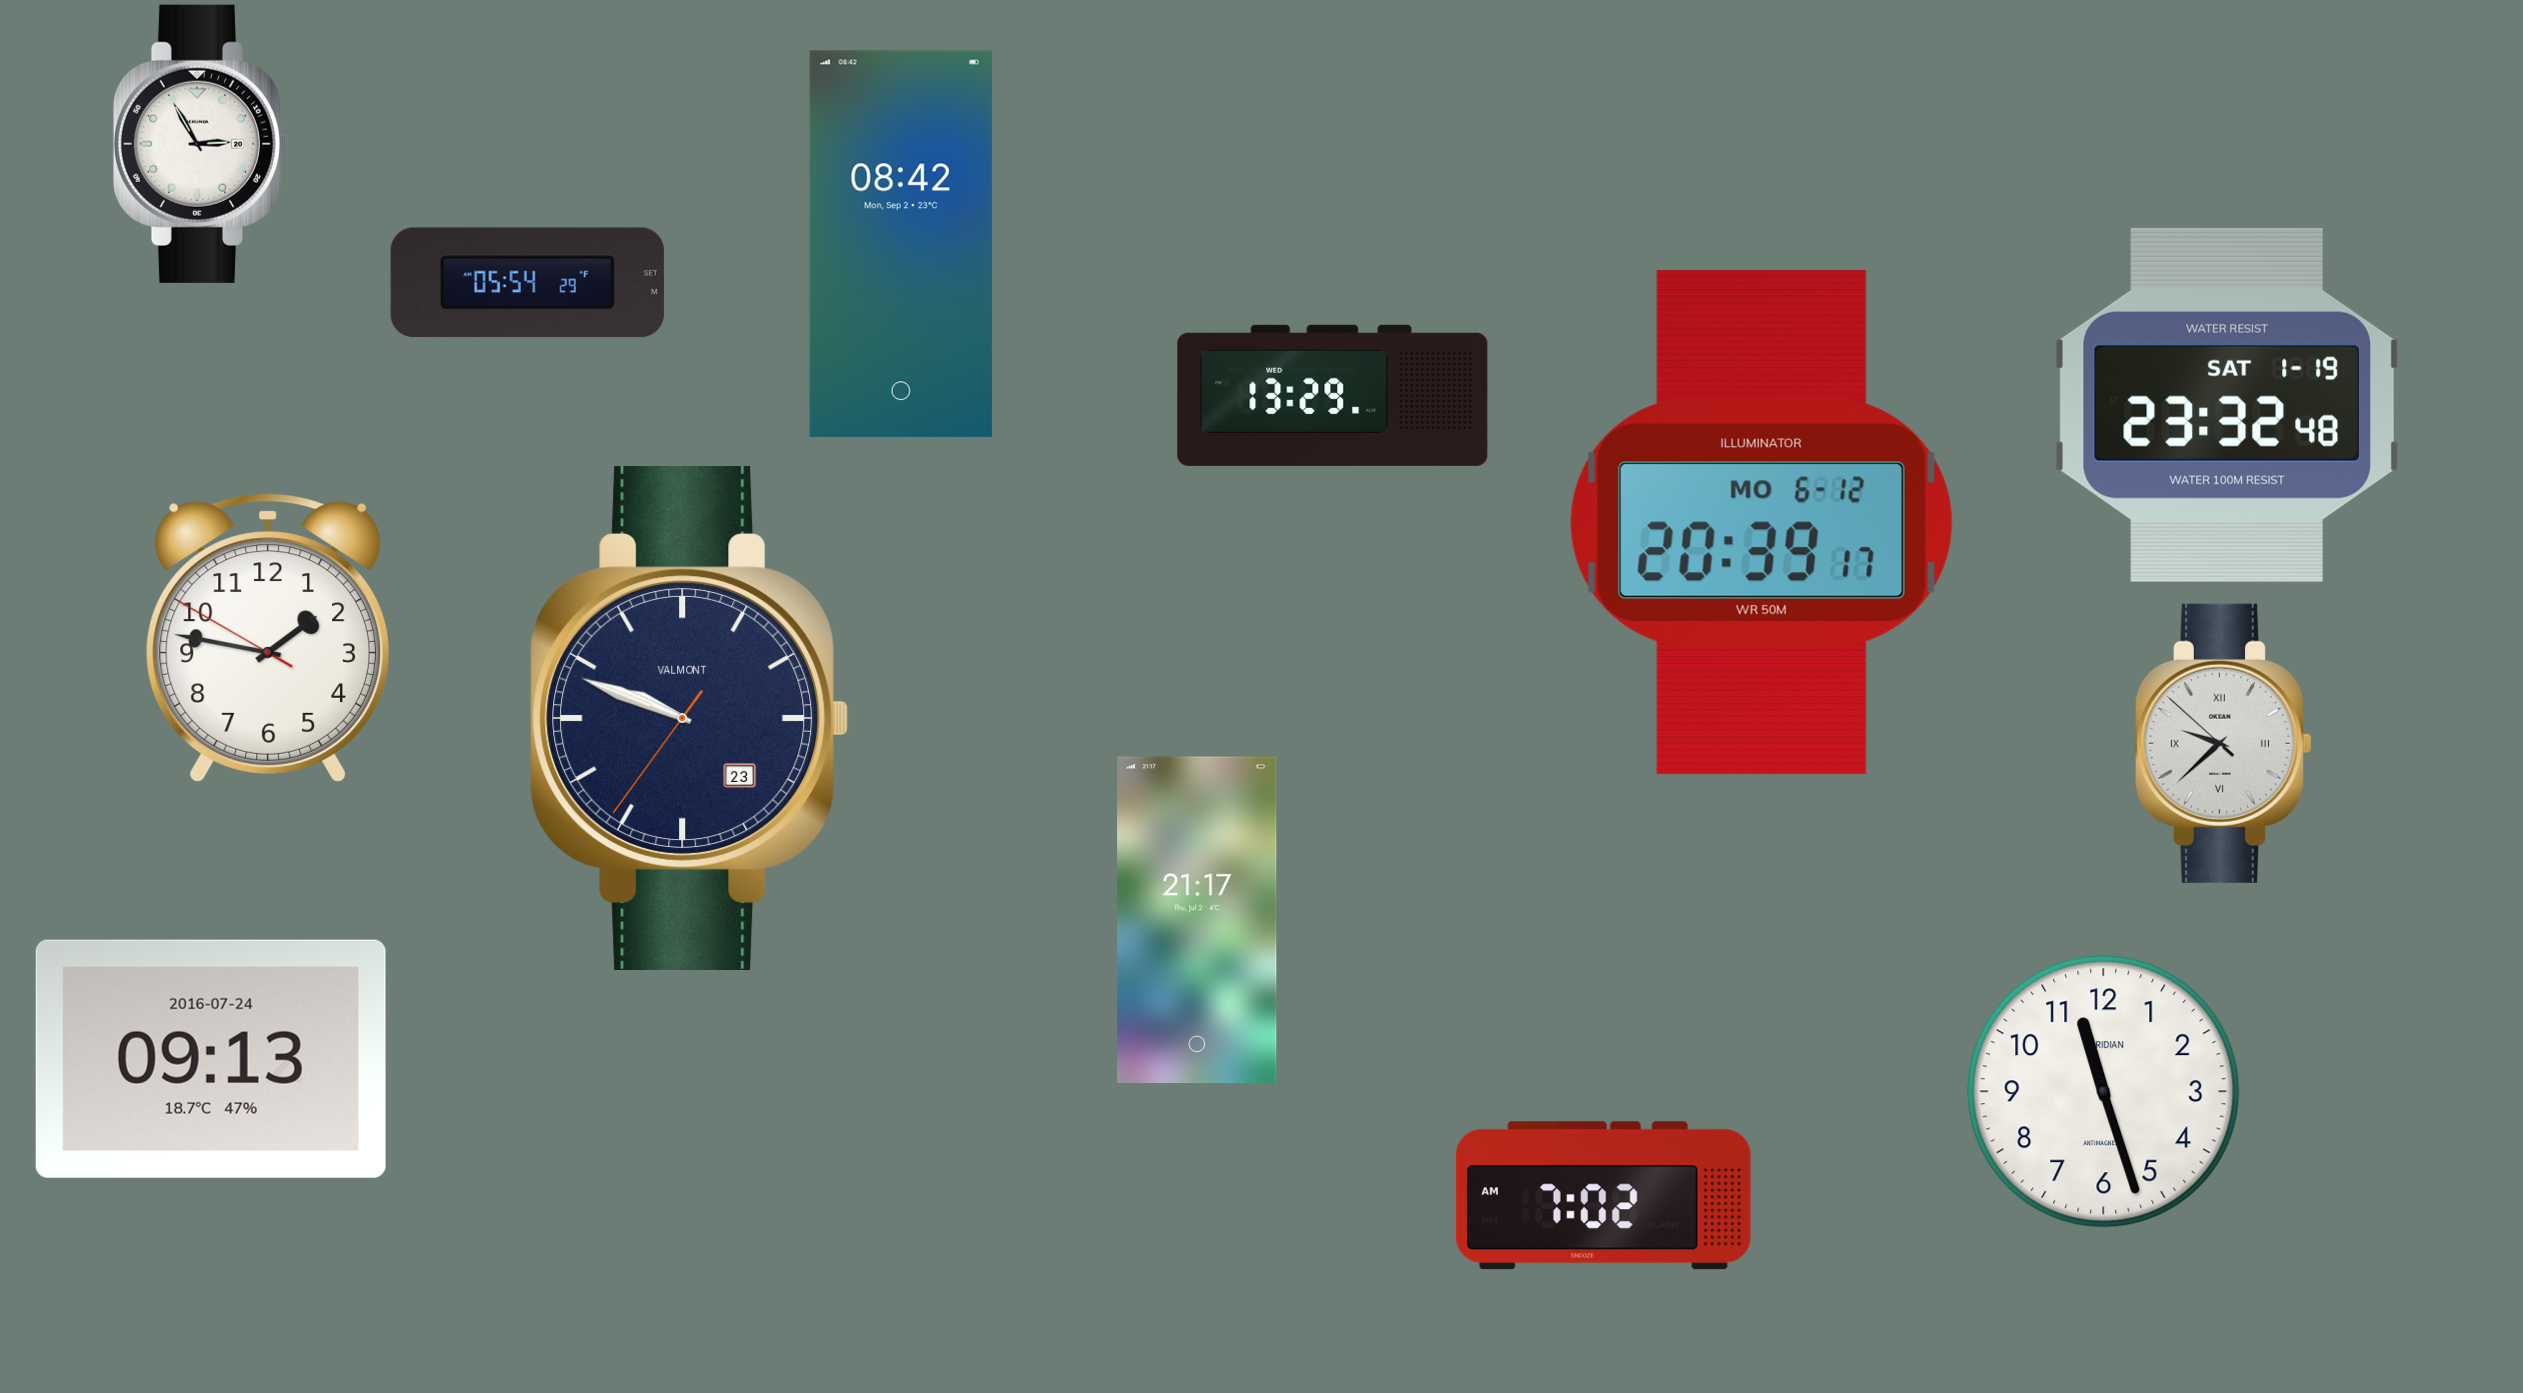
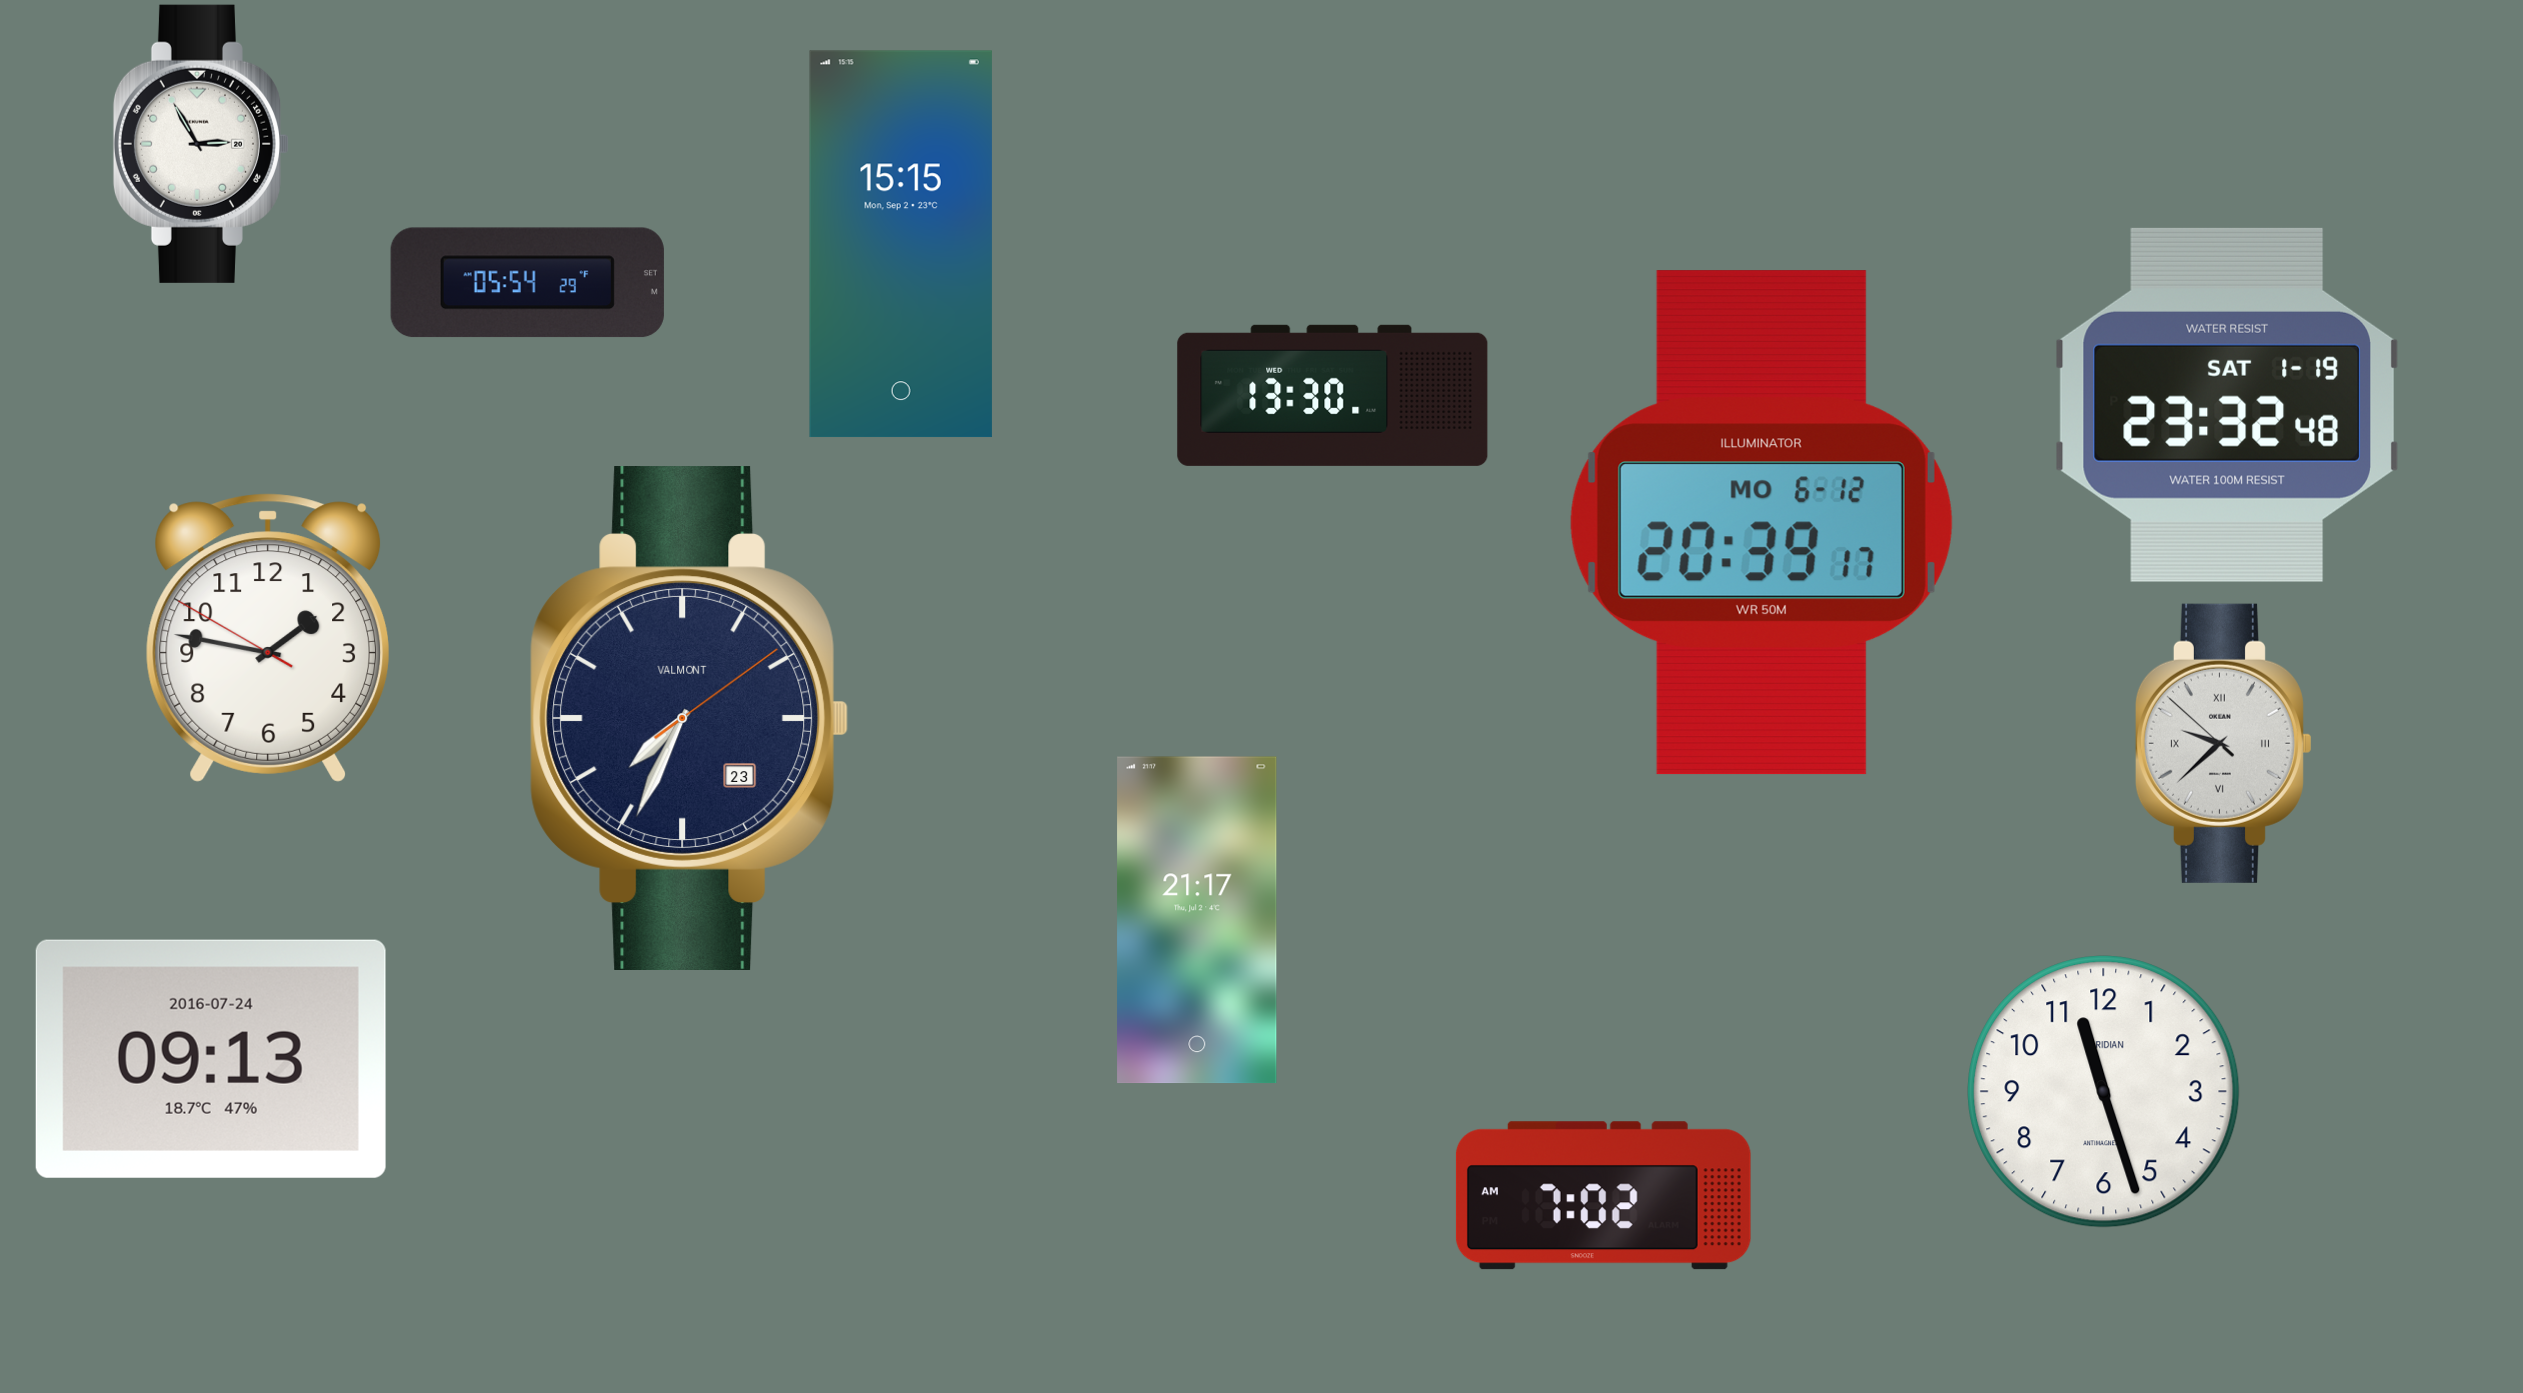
clock at (901, 244): 08:42 -> 15:15
clock at (1333, 395): 13:29 -> 13:30
clock at (690, 718): 9:48 -> 7:34
